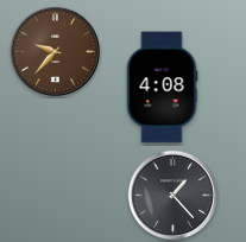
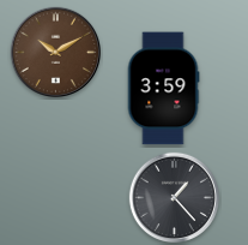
clock at (55, 51): 9:37 -> 10:10
clock at (162, 88): 4:08 -> 3:59
